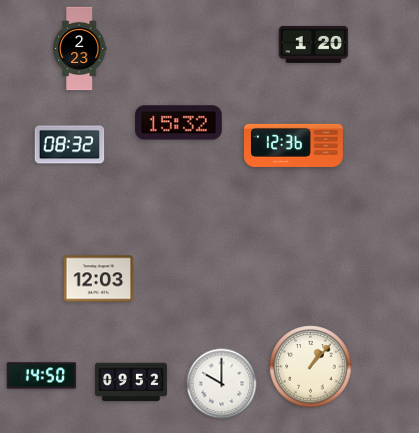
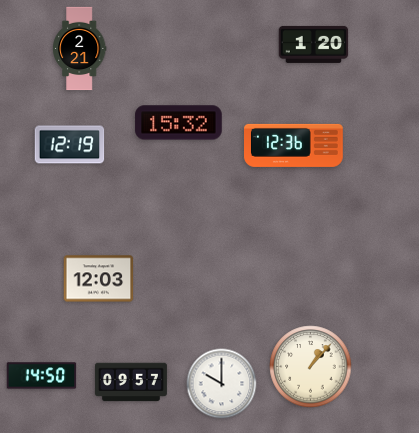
clock at (79, 49): 2:23 -> 2:21
clock at (70, 145): 08:32 -> 12:19
clock at (131, 382): 09:52 -> 09:57
